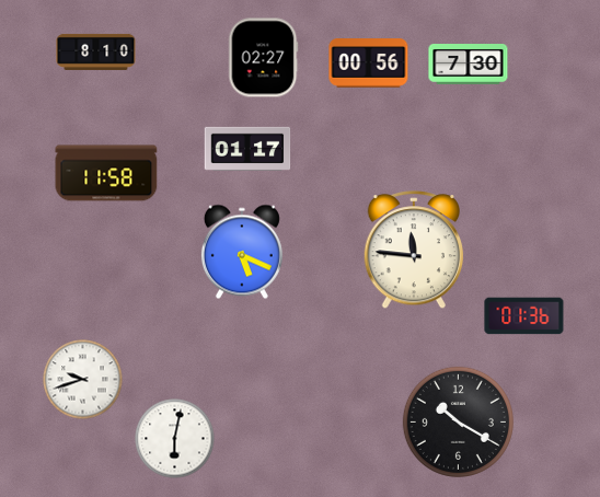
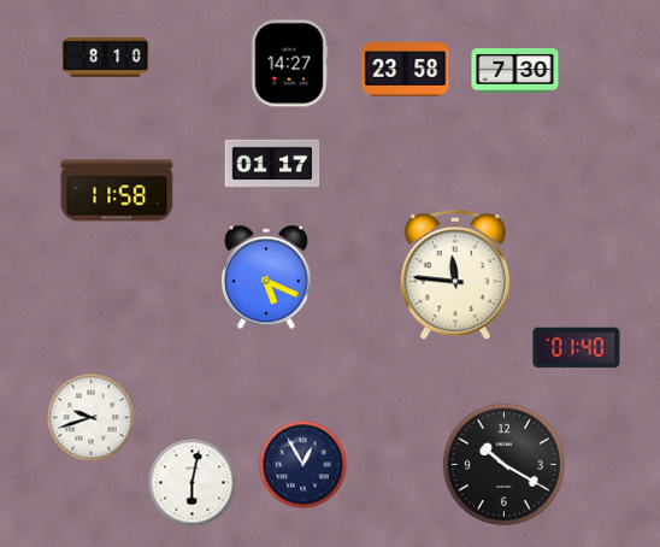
clock at (263, 58): 02:27 -> 14:27
clock at (369, 63): 00:56 -> 23:58
clock at (524, 316): 01:36 -> 01:40
clock at (304, 465): none -> 12:55
